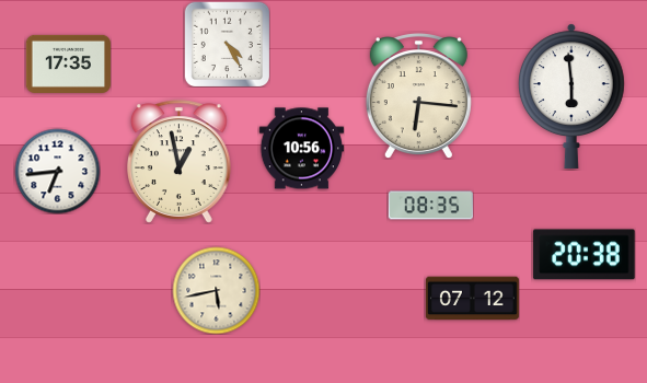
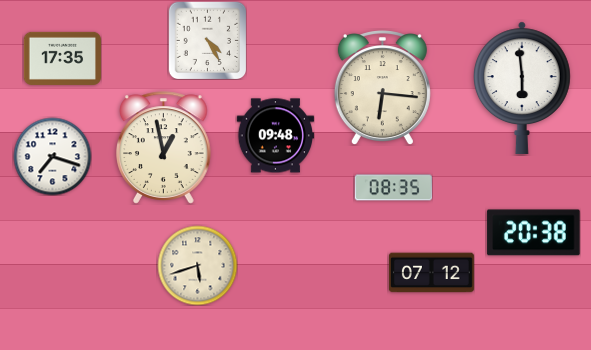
clock at (301, 149): 10:56 -> 09:48
clock at (57, 171): 6:44 -> 7:18
clock at (216, 290): 5:43 -> 5:42
